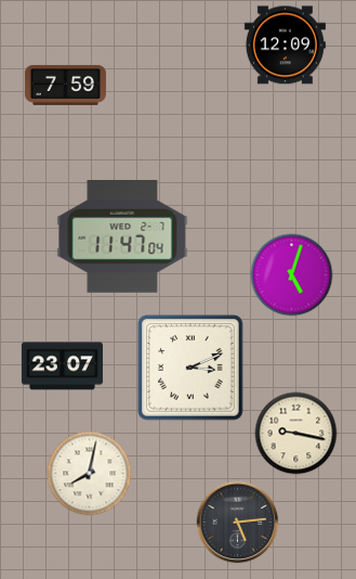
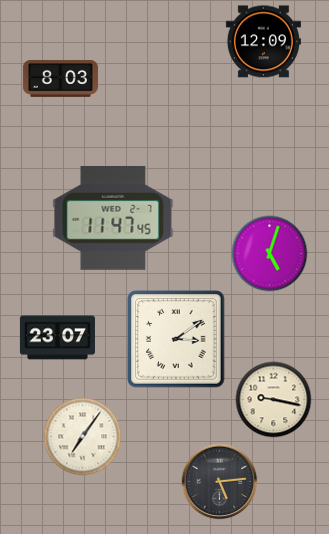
clock at (65, 85): 7:59 -> 8:03
clock at (122, 236): 11:47:04 -> 11:47:45
clock at (190, 368): 3:11 -> 3:09
clock at (90, 474): 8:02 -> 7:06
